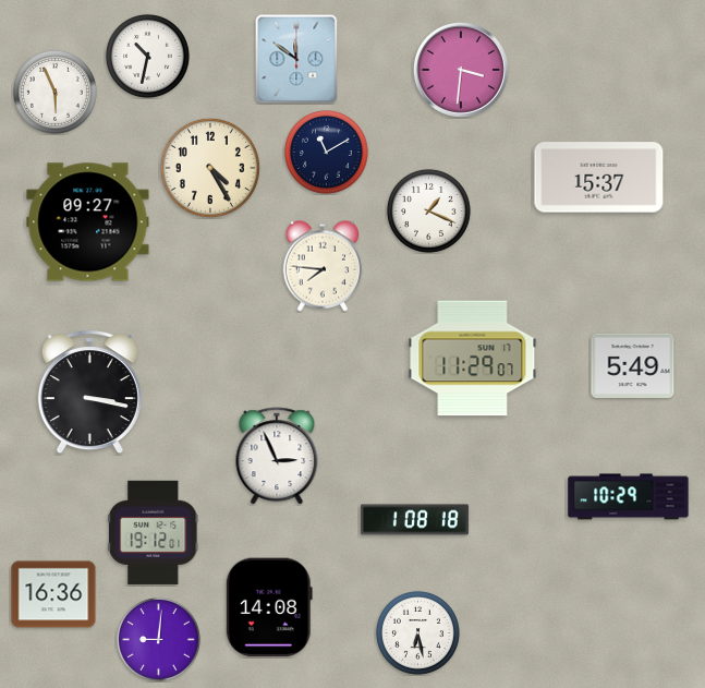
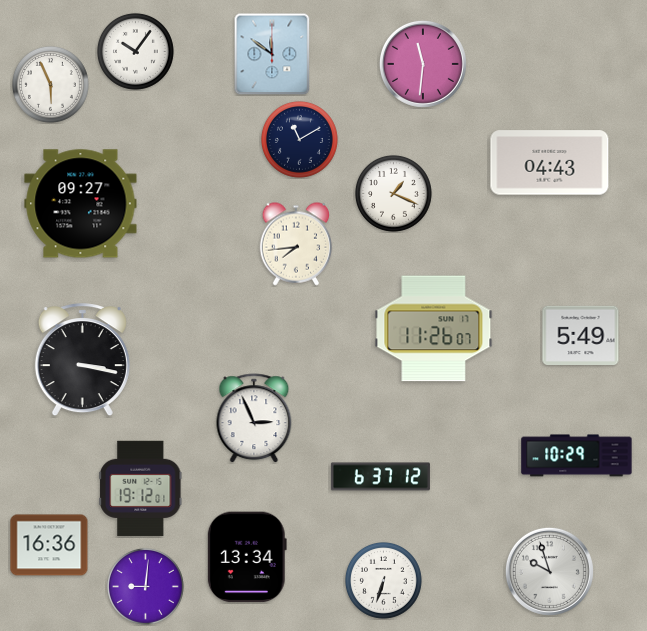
clock at (147, 56): 10:32 -> 10:06
clock at (461, 70): 3:31 -> 11:31
clock at (210, 168): 4:25 -> none
clock at (599, 178): 15:37 -> 04:43
clock at (323, 266): 7:46 -> 7:44
clock at (473, 359): 11:29 -> 11:26
clock at (414, 520): 1:08 -> 6:37
clock at (269, 607): 14:08 -> 13:34
clock at (549, 571): none -> 9:57
clock at (417, 632): 6:28 -> 6:33
